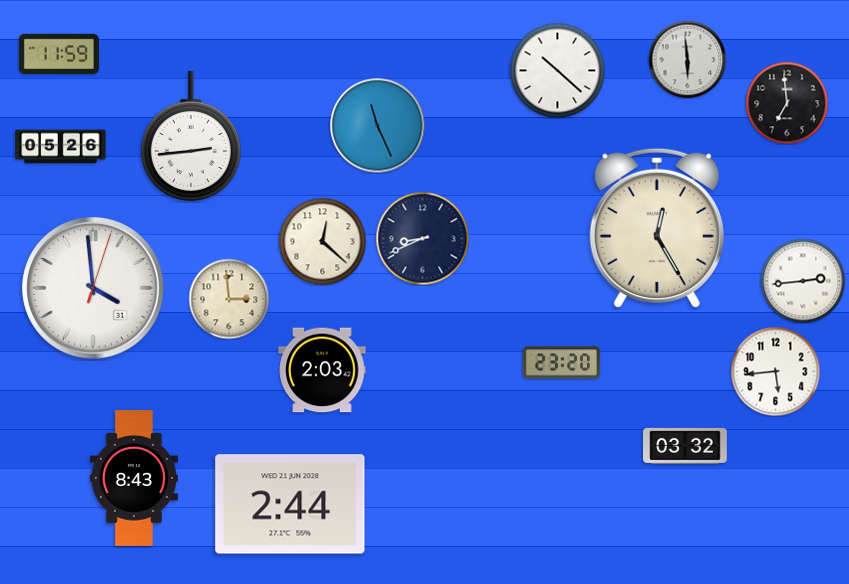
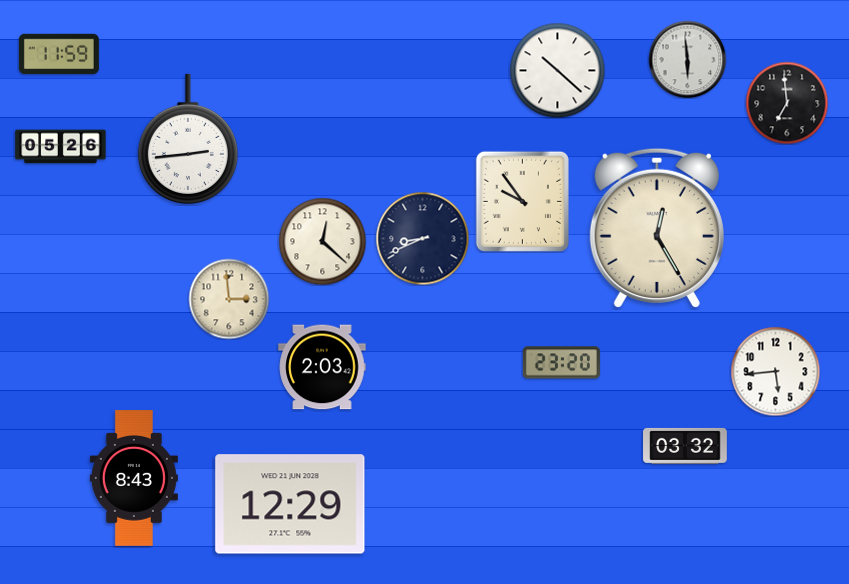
clock at (377, 125): 11:26 -> none
clock at (191, 136) position: (191, 136) -> (188, 139)
clock at (522, 201): none -> 9:54
clock at (803, 281): 2:44 -> none
clock at (93, 288): 3:59 -> none
clock at (322, 370) position: (322, 370) -> (322, 367)
clock at (290, 504): 2:44 -> 12:29
